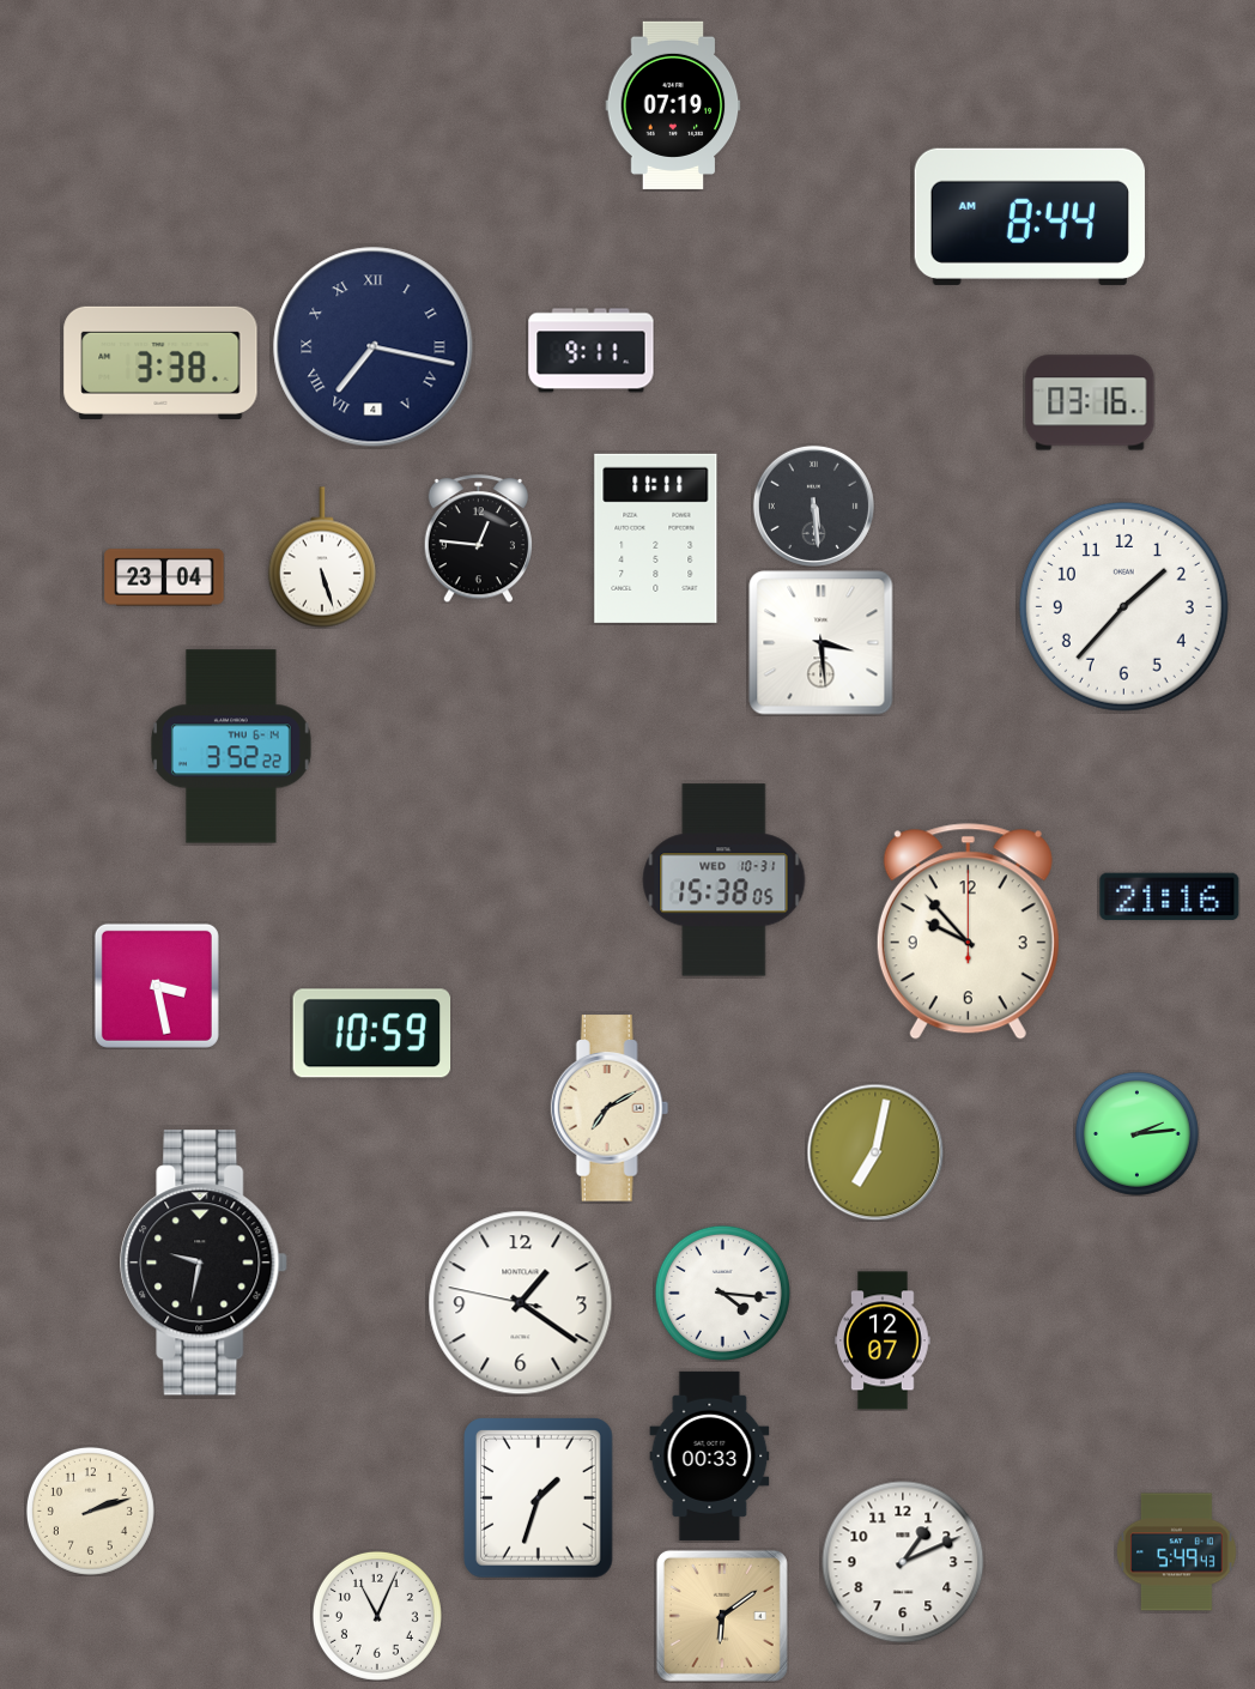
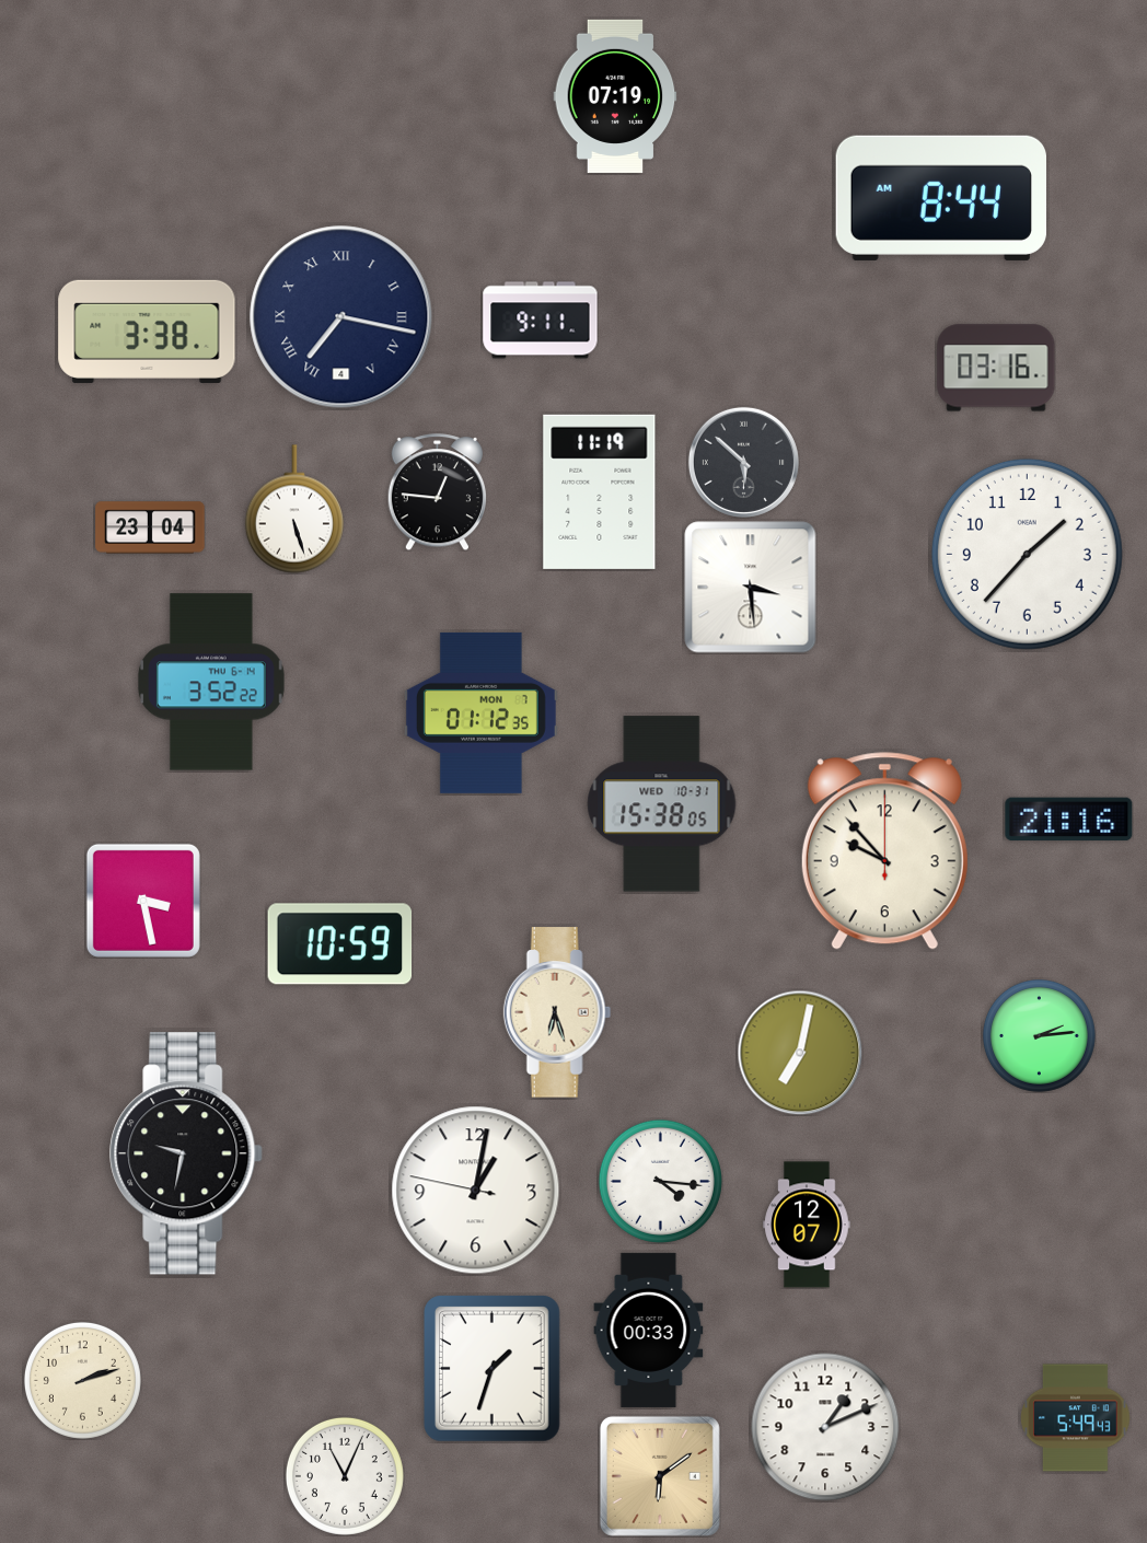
clock at (813, 506): 5:29 -> 5:52
clock at (656, 538): 11:11 -> 11:19
clock at (480, 712): none -> 01:12
clock at (610, 1108): 7:10 -> 6:27
clock at (521, 1303): 1:20 -> 1:01
